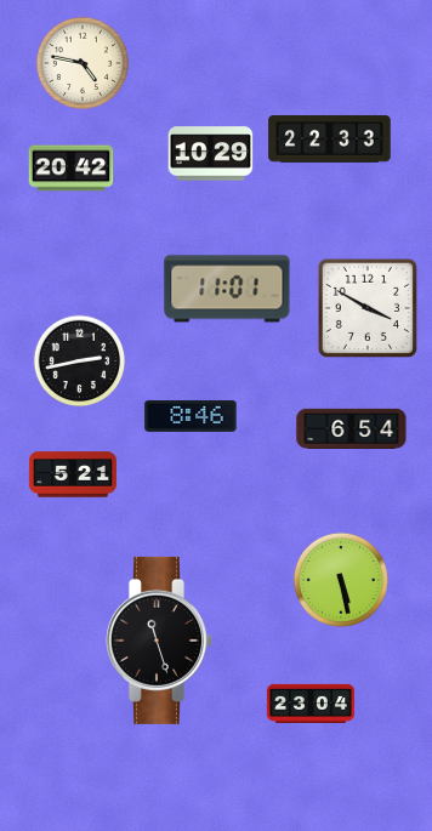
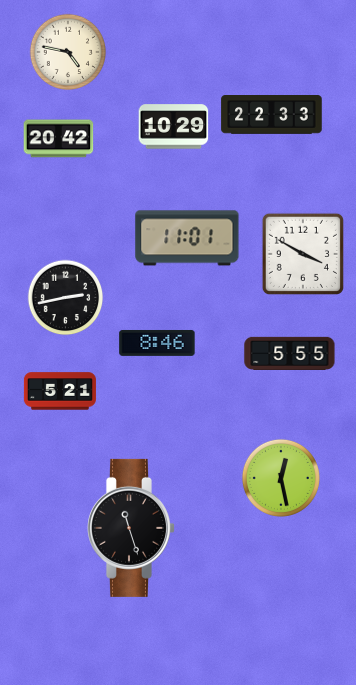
clock at (352, 428): 6:54 -> 5:55
clock at (341, 580): 5:28 -> 12:28
clock at (311, 702): 23:04 -> none
